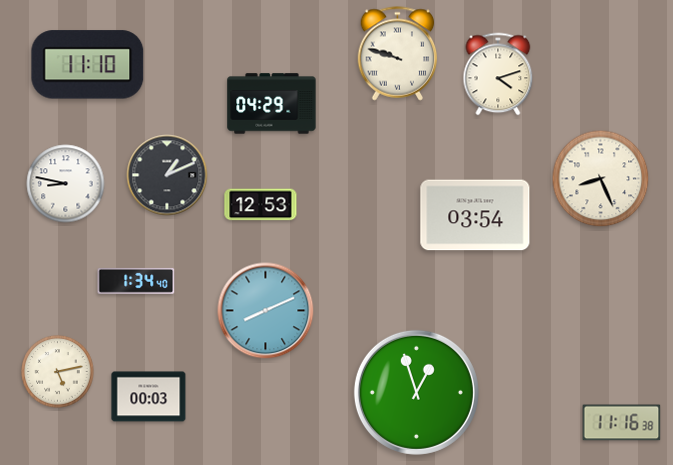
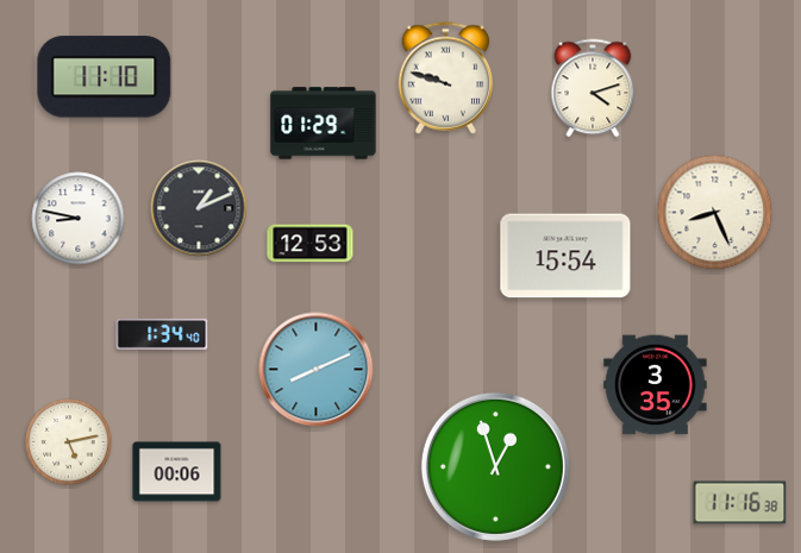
clock at (398, 54) position: (398, 54) -> (446, 78)
clock at (272, 104): 04:29 -> 01:29
clock at (475, 215): 03:54 -> 15:54
clock at (656, 385): none -> 3:35
clock at (149, 397): 00:03 -> 00:06
